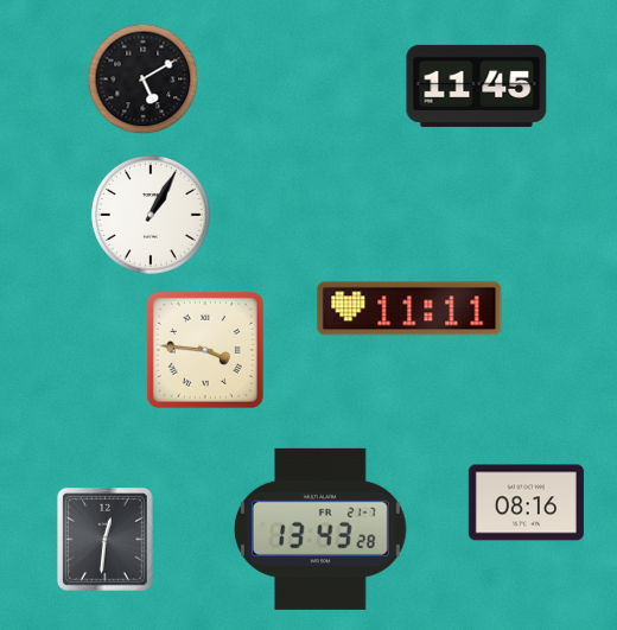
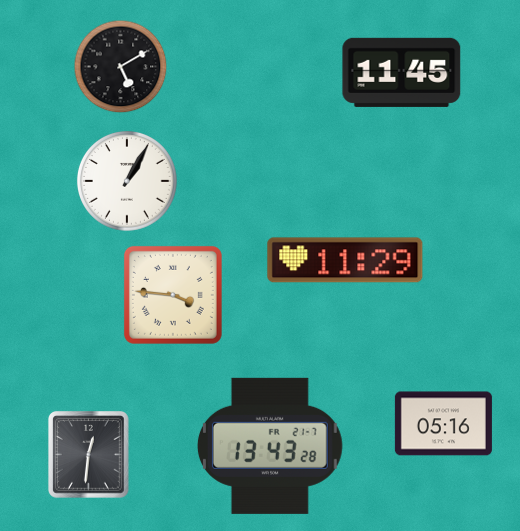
clock at (409, 308): 11:11 -> 11:29
clock at (526, 503): 08:16 -> 05:16
